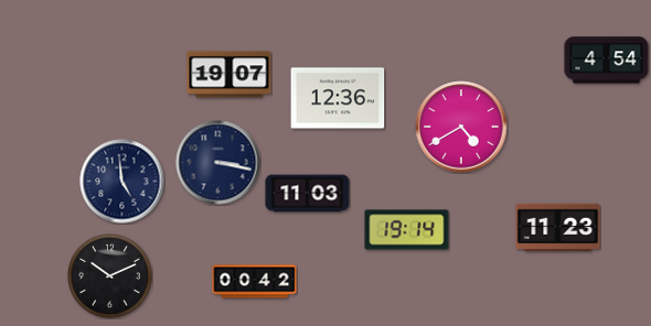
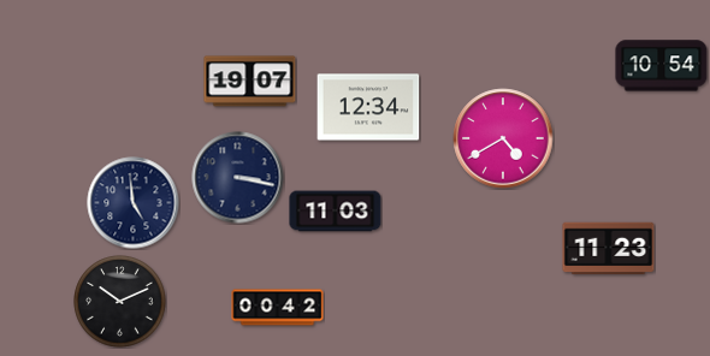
clock at (607, 61): 4:54 -> 10:54
clock at (338, 98): 12:36 -> 12:34
clock at (122, 182) position: (122, 182) -> (134, 203)
clock at (407, 230): 19:14 -> none
